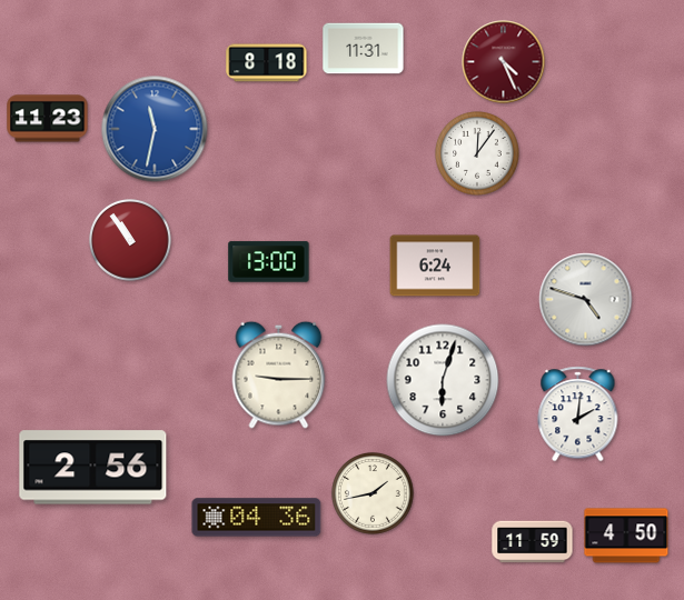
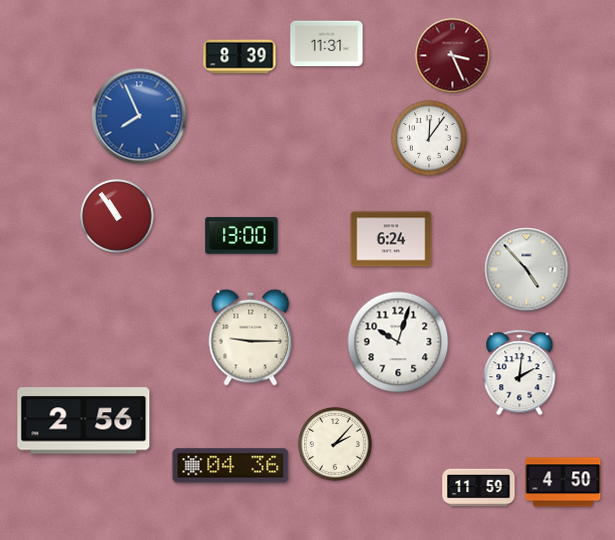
clock at (504, 62): 4:26 -> 3:26
clock at (267, 63): 8:18 -> 8:39
clock at (48, 119): 11:23 -> none
clock at (155, 129): 11:32 -> 7:56
clock at (586, 300): 4:48 -> 4:53
clock at (443, 380): 6:03 -> 10:03
clock at (374, 494): 1:43 -> 2:07
